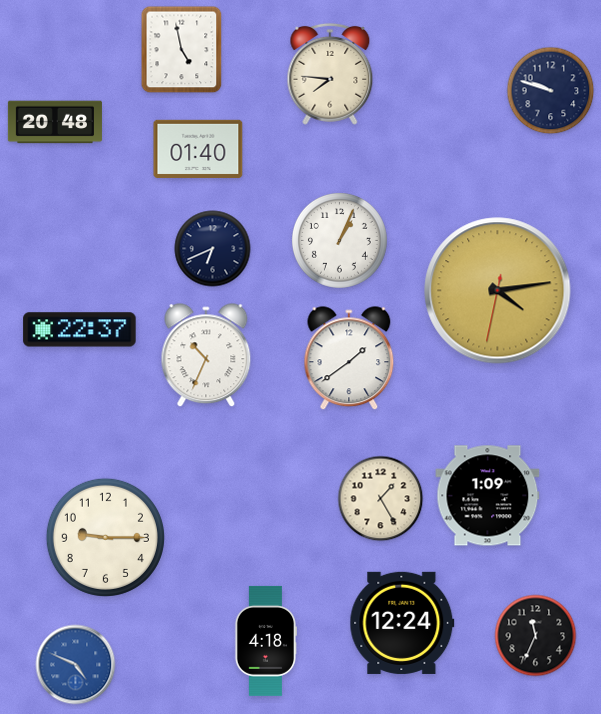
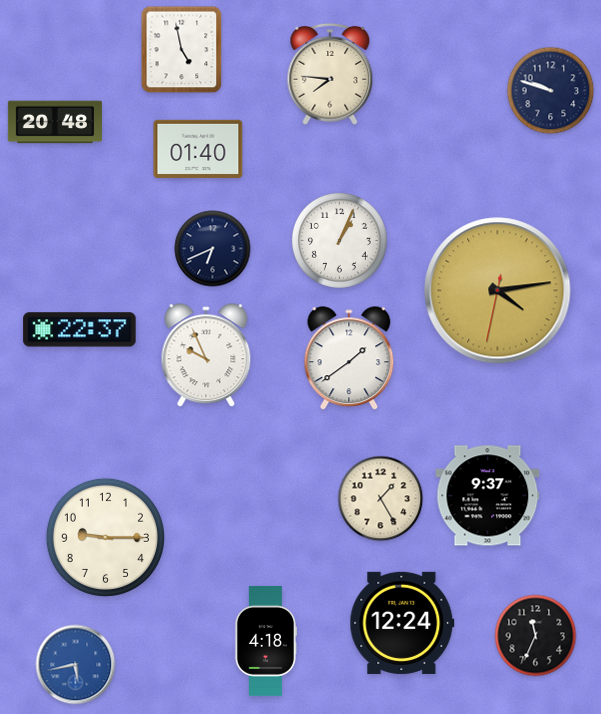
clock at (206, 356): 10:34 -> 9:56
clock at (488, 496): 1:09 -> 9:37
clock at (76, 665): 4:49 -> 5:43
